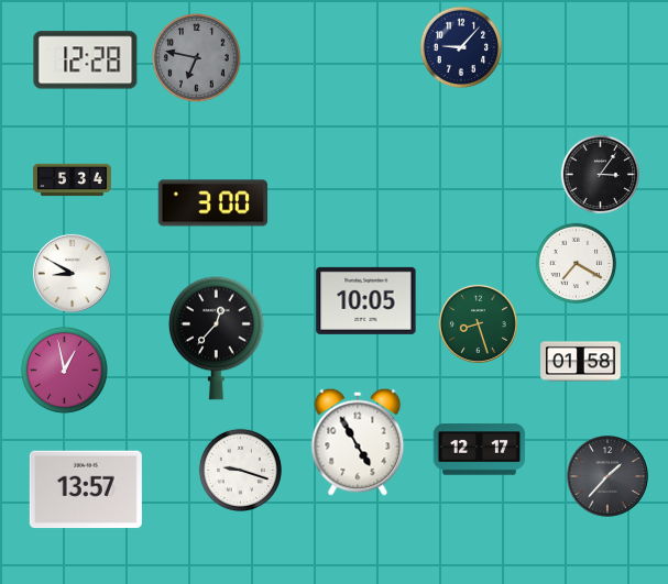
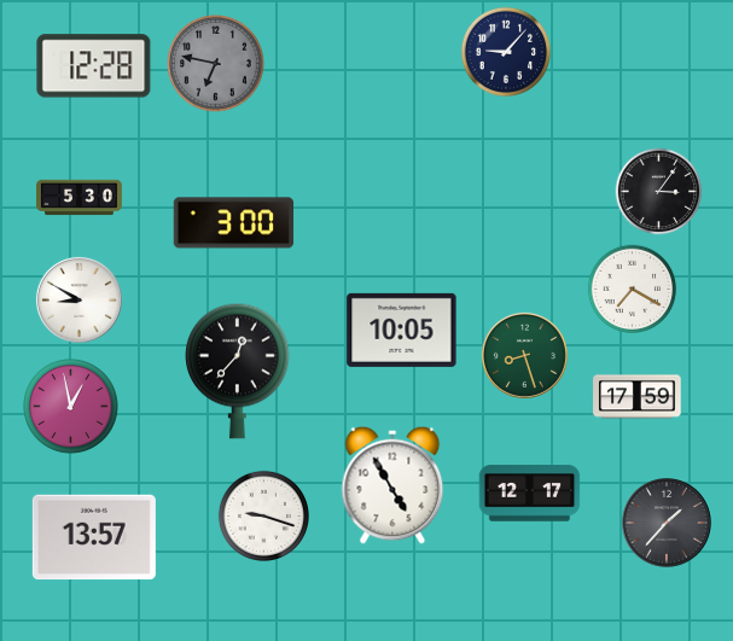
clock at (72, 180): 5:34 -> 5:30
clock at (581, 362): 01:58 -> 17:59
clock at (480, 450) position: (480, 450) -> (530, 494)
